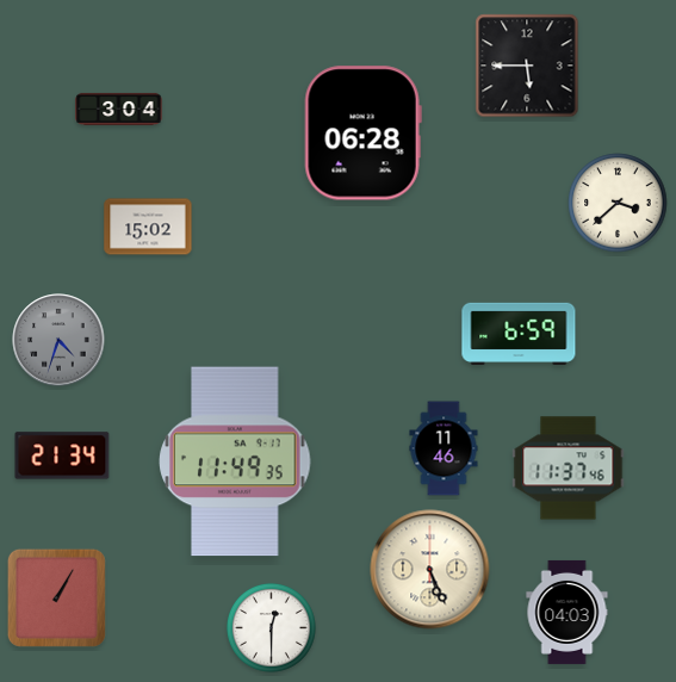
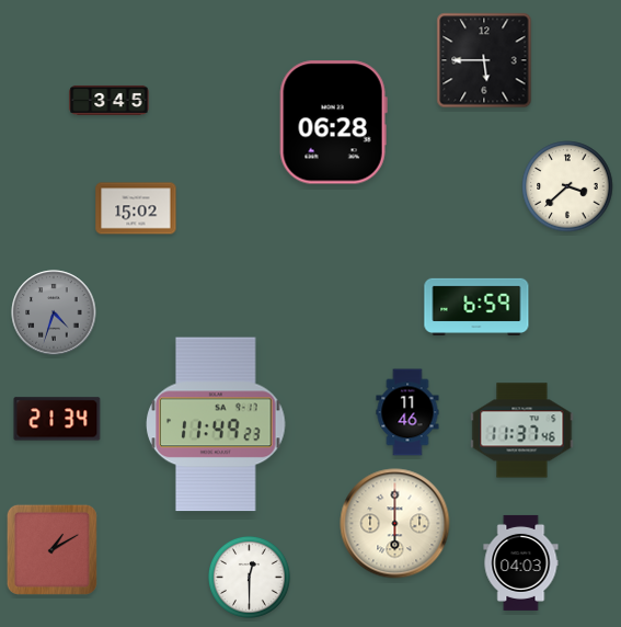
clock at (119, 108): 3:04 -> 3:45
clock at (235, 461): 11:49:35 -> 11:49:23
clock at (430, 570): 5:26 -> 6:00
clock at (56, 597): 1:05 -> 1:10
